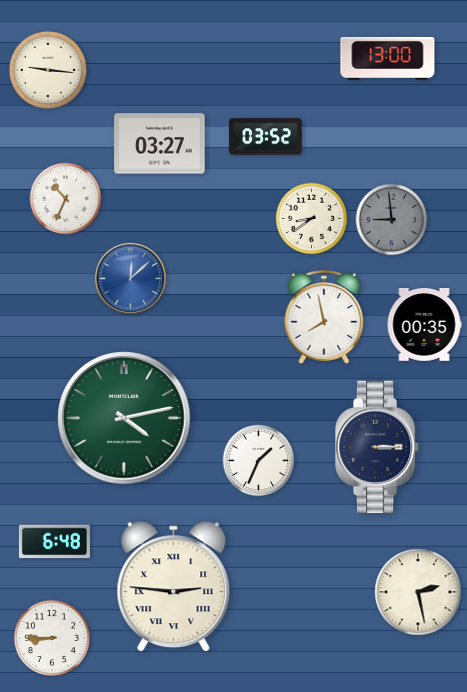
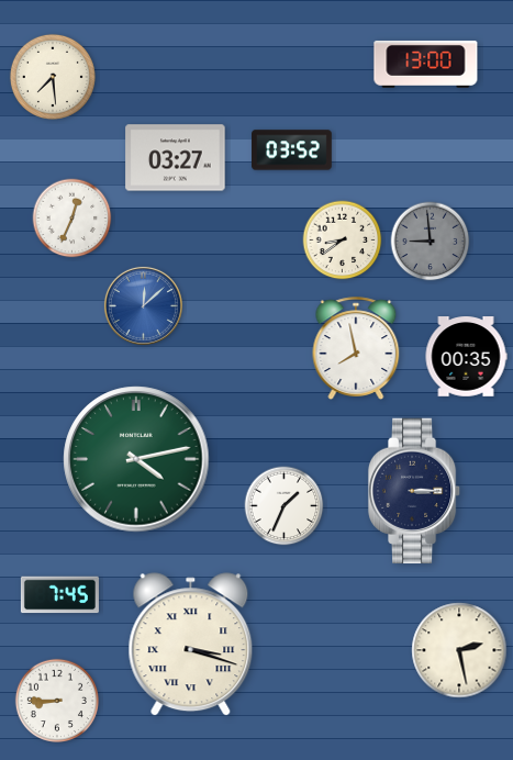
clock at (48, 70): 9:16 -> 7:29
clock at (66, 199): 10:34 -> 12:34
clock at (54, 542): 6:48 -> 7:45
clock at (174, 587): 2:46 -> 3:18
